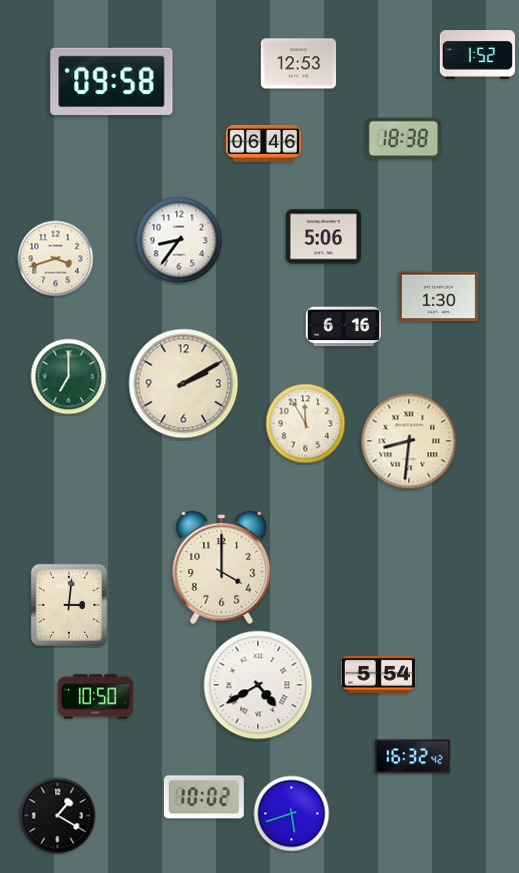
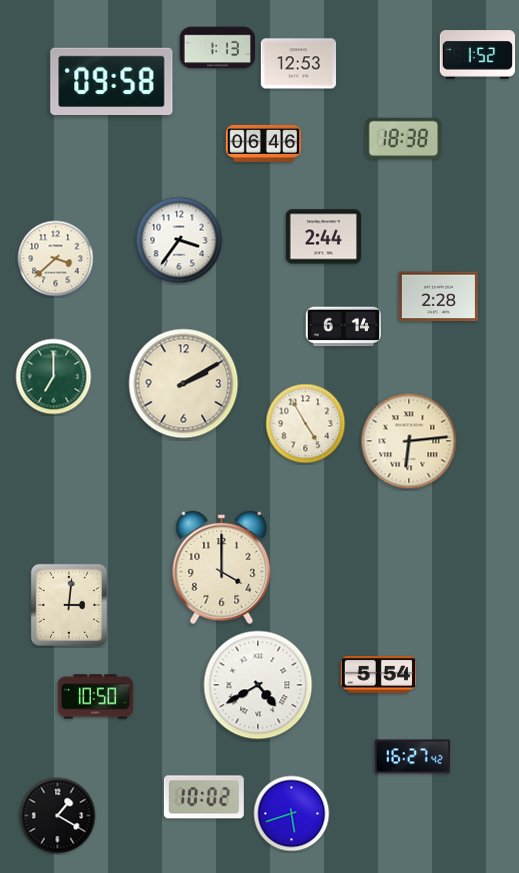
clock at (218, 48): none -> 1:13
clock at (324, 237): 5:06 -> 2:44
clock at (179, 240): 8:36 -> 3:36
clock at (56, 259): 3:42 -> 3:38
clock at (438, 297): 1:30 -> 2:28
clock at (343, 327): 6:16 -> 6:14
clock at (69, 377) position: (69, 377) -> (54, 377)
clock at (306, 424): 11:55 -> 4:55
clock at (409, 441): 8:31 -> 6:14
clock at (413, 757): 16:32 -> 16:27
